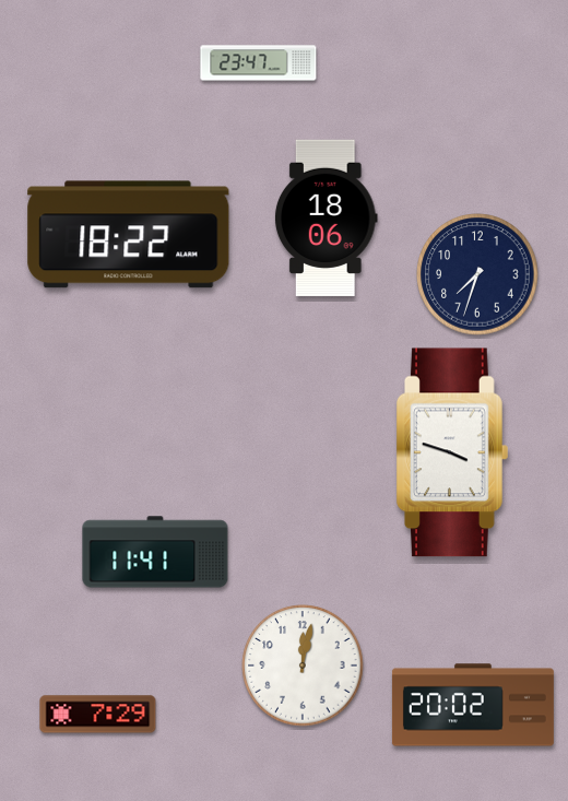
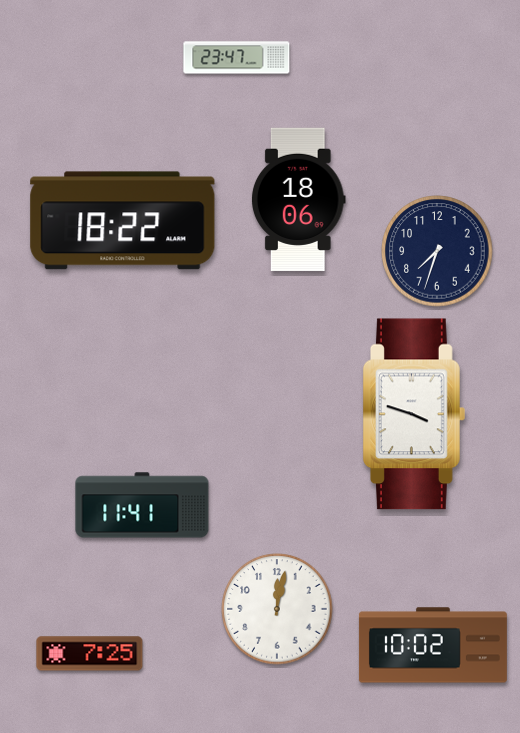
clock at (129, 235) position: (129, 235) -> (123, 221)
clock at (473, 705): 20:02 -> 10:02
clock at (98, 715): 7:29 -> 7:25
